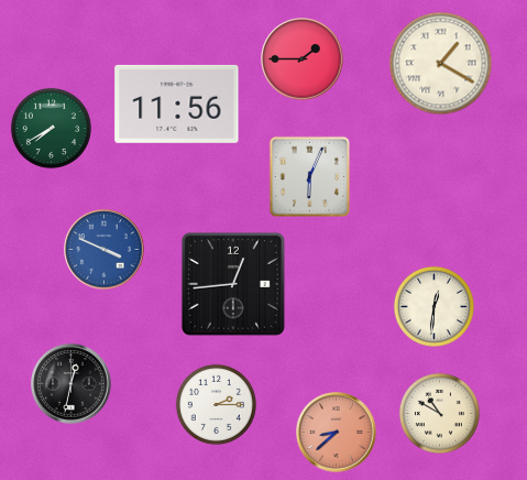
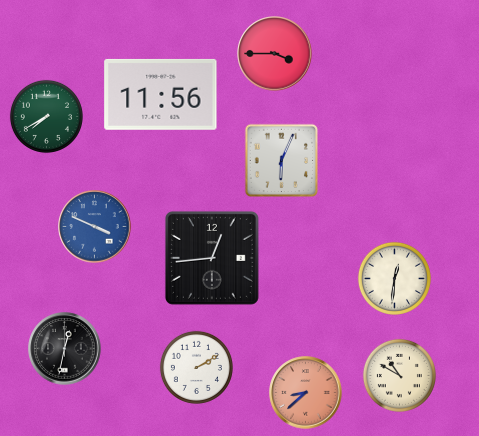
clock at (303, 59): 1:45 -> 3:45
clock at (441, 64): 1:20 -> none
clock at (216, 404): 2:15 -> 2:10
